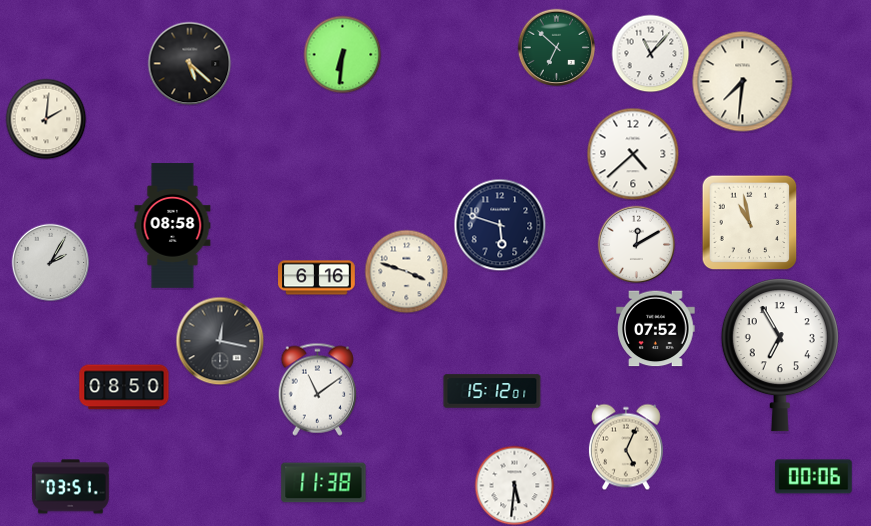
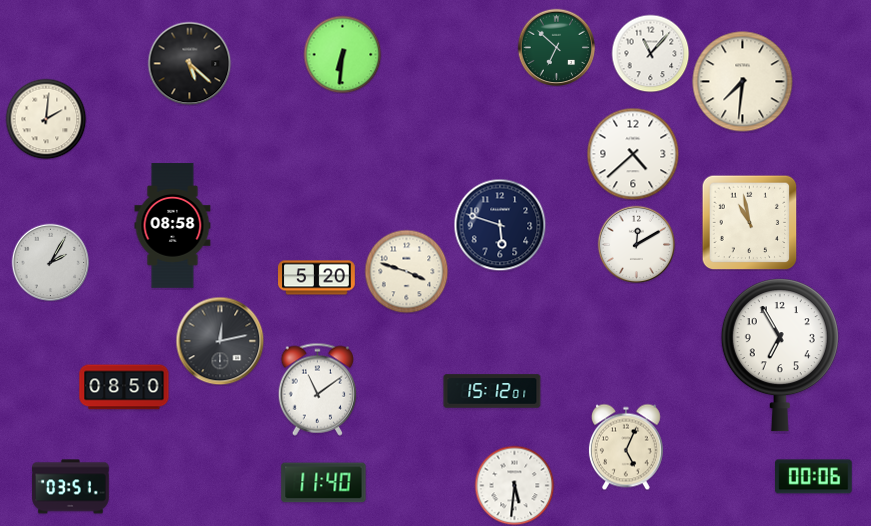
clock at (317, 278): 6:16 -> 5:20
clock at (656, 329): 07:52 -> none
clock at (220, 341): 12:17 -> 12:13
clock at (324, 483): 11:38 -> 11:40
